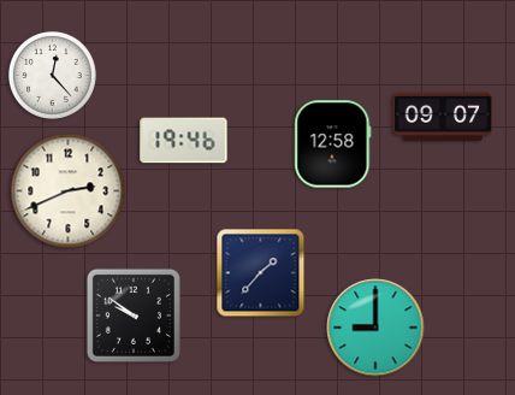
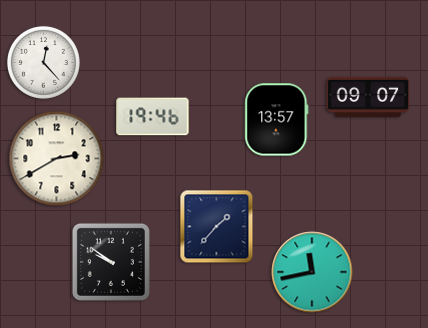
clock at (333, 145): 12:58 -> 13:57
clock at (69, 191): 2:41 -> 2:40
clock at (375, 328): 9:00 -> 11:43
